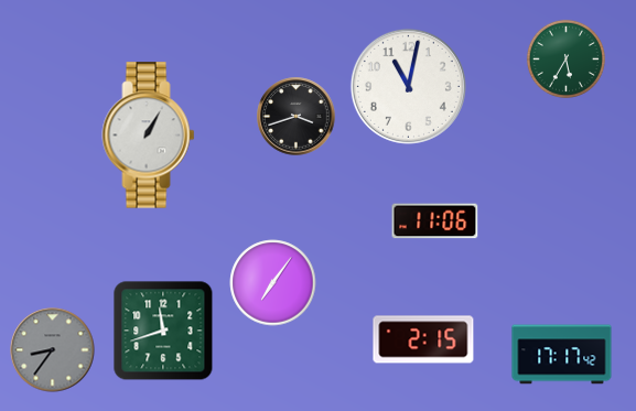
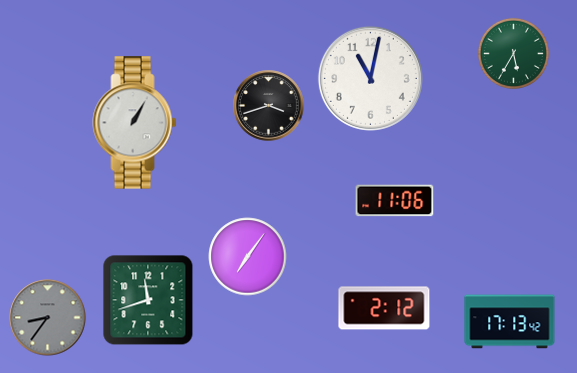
clock at (423, 339): 2:15 -> 2:12
clock at (562, 355): 17:17 -> 17:13
